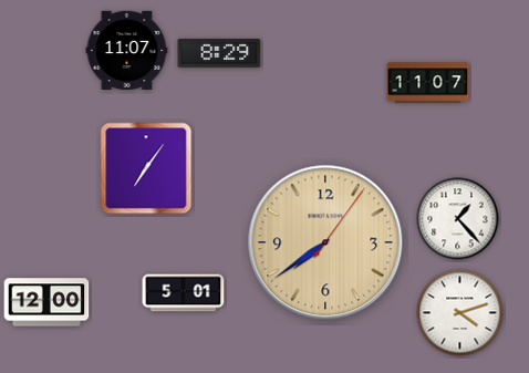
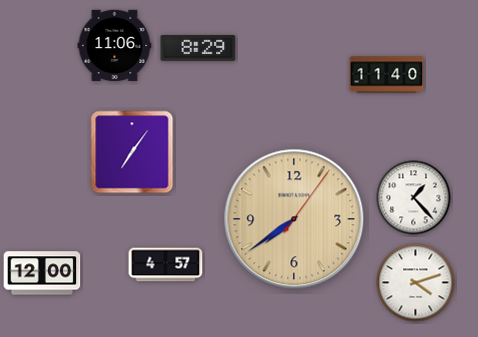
clock at (127, 50): 11:07 -> 11:06
clock at (428, 83): 11:07 -> 11:40
clock at (184, 293): 5:01 -> 4:57
